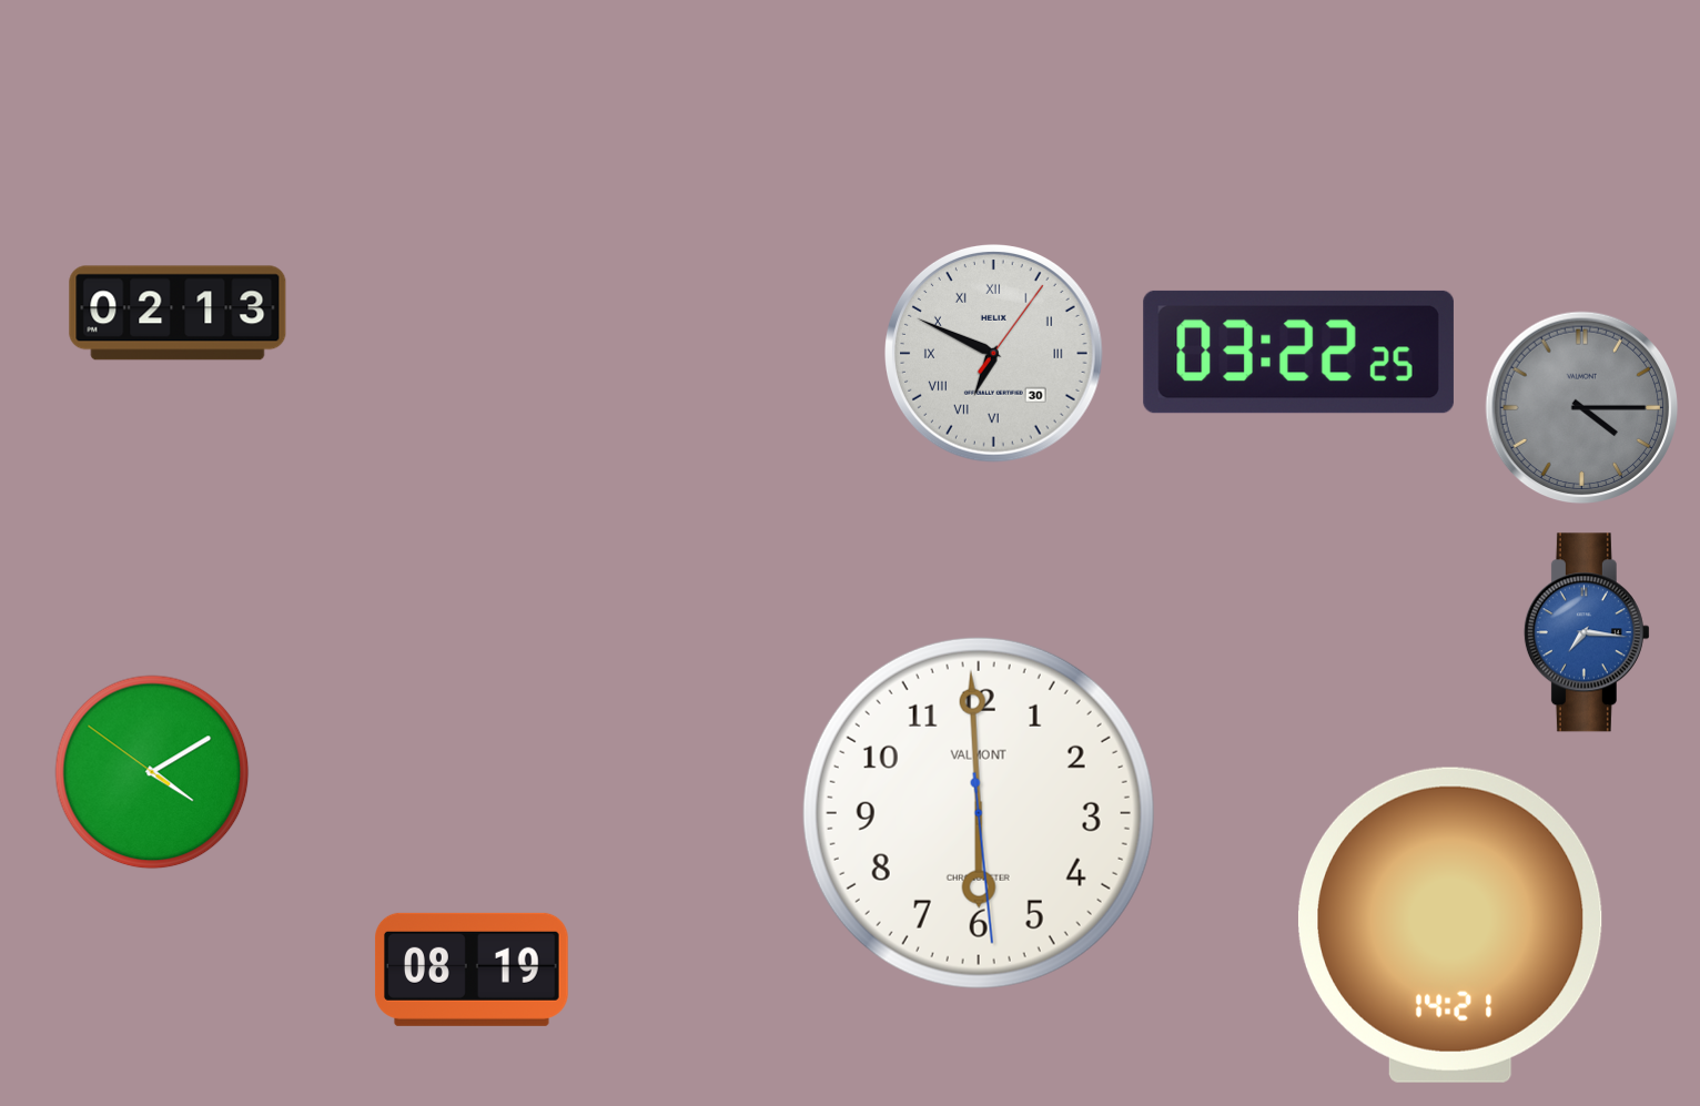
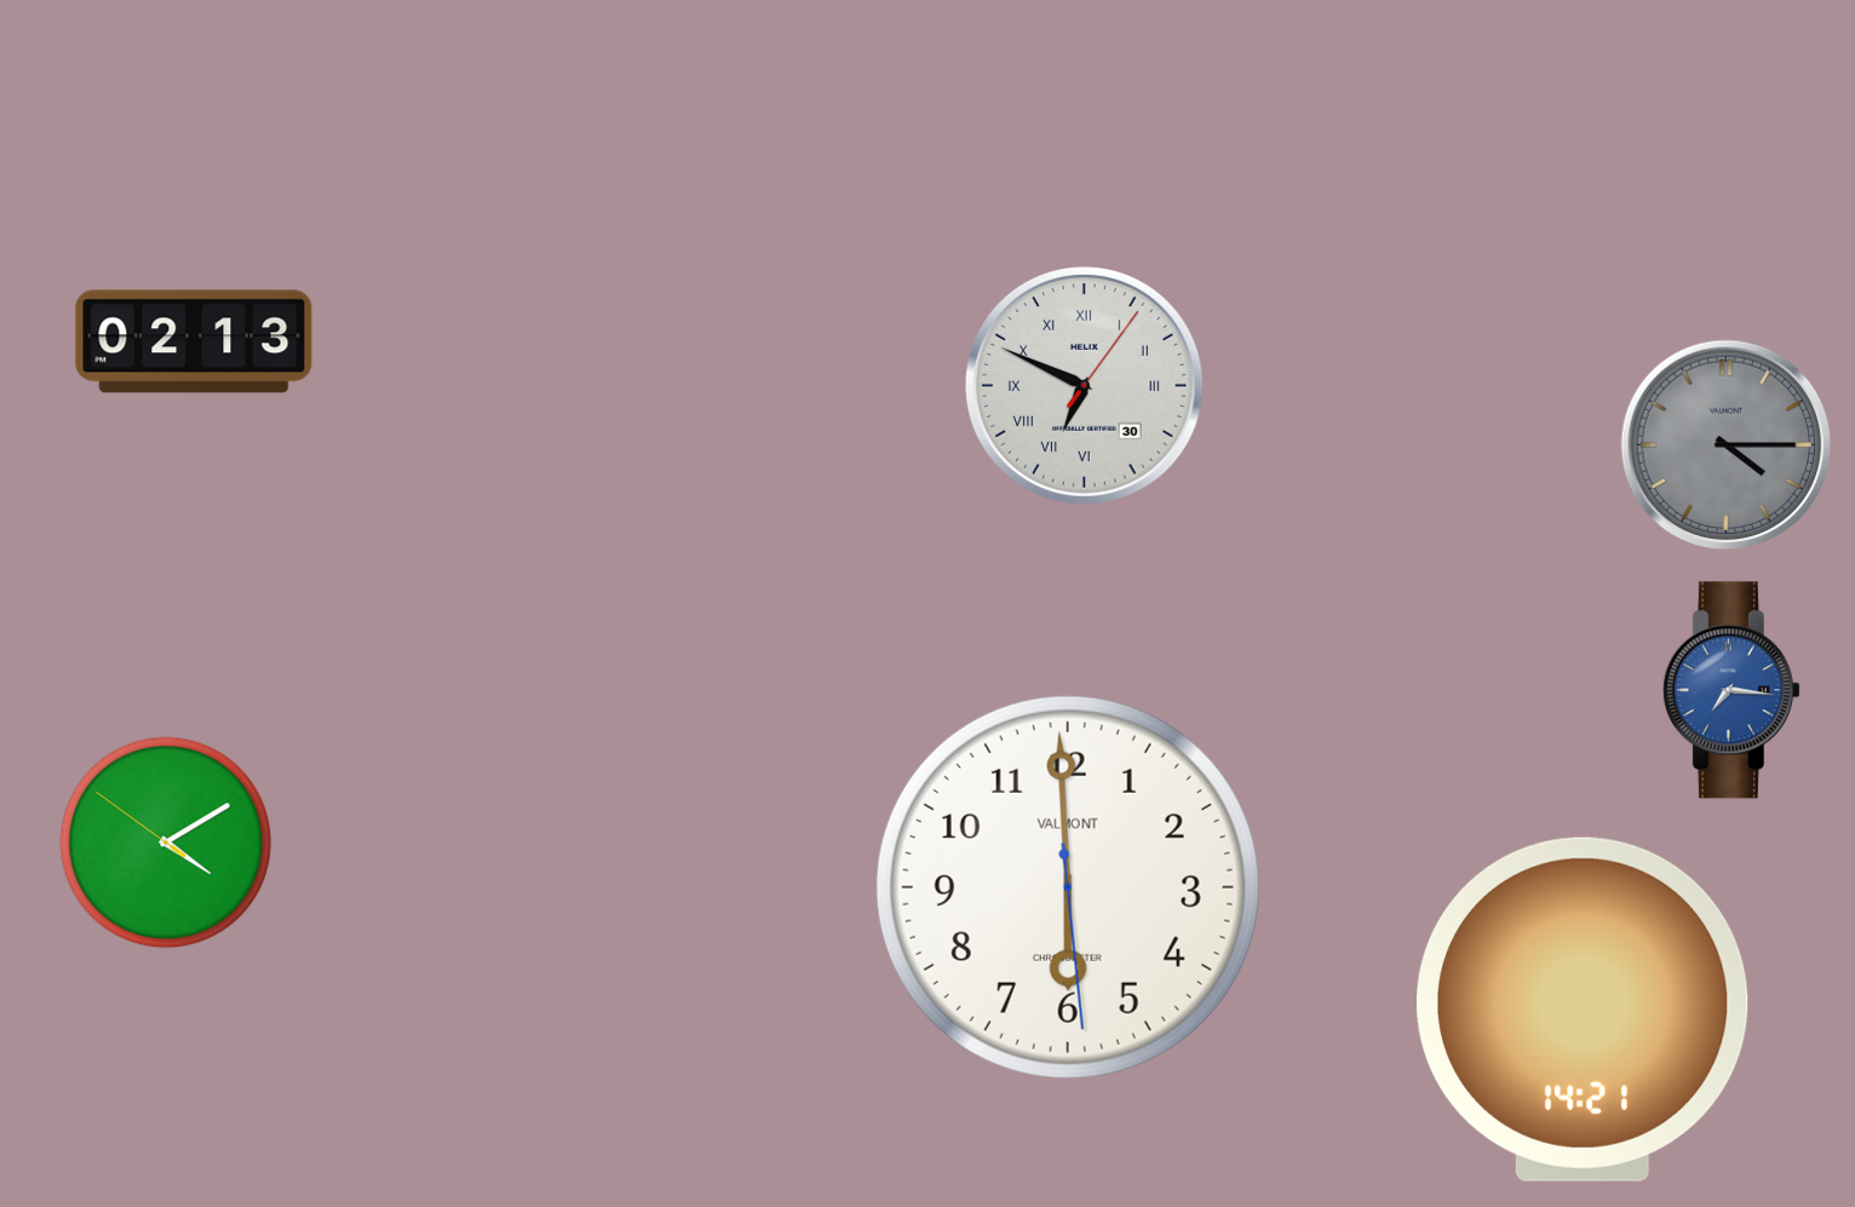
clock at (1298, 352): 03:22 -> none
clock at (472, 970): 08:19 -> none
